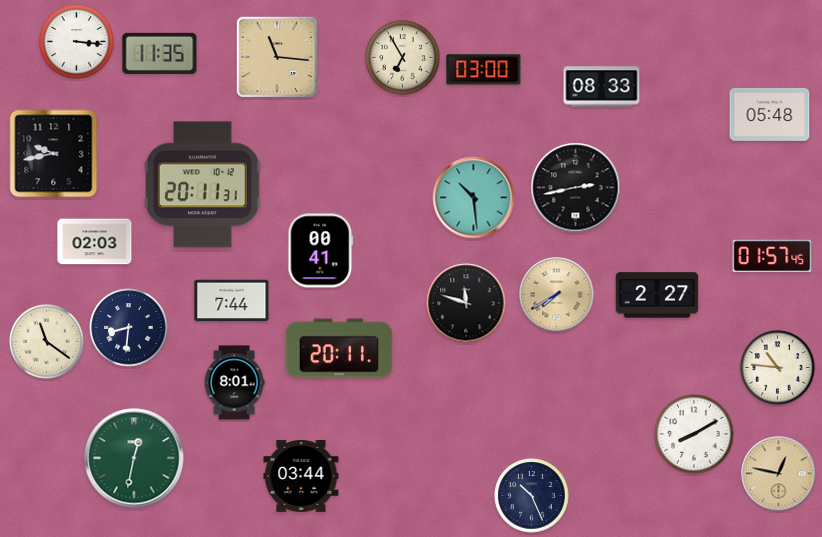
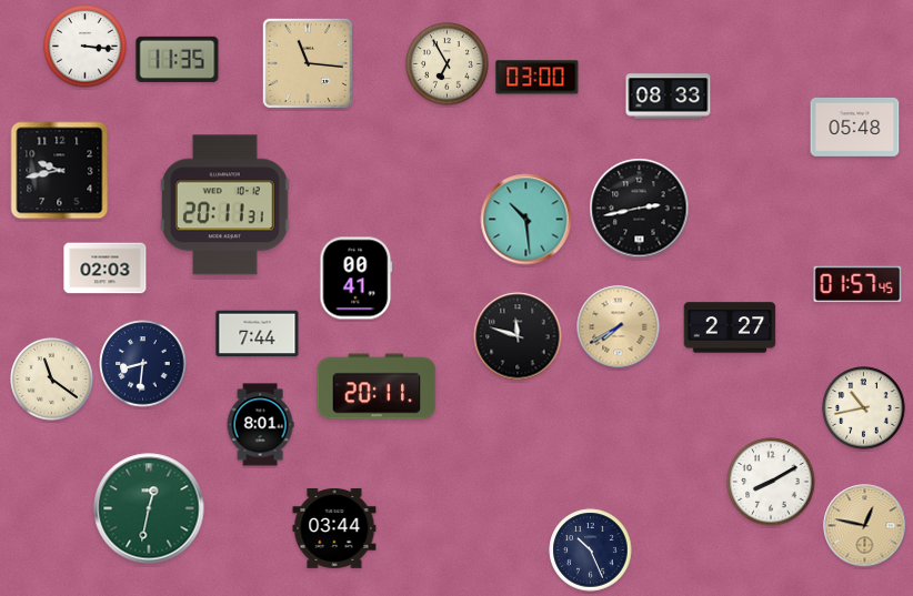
clock at (778, 368): 10:46 -> 10:43
